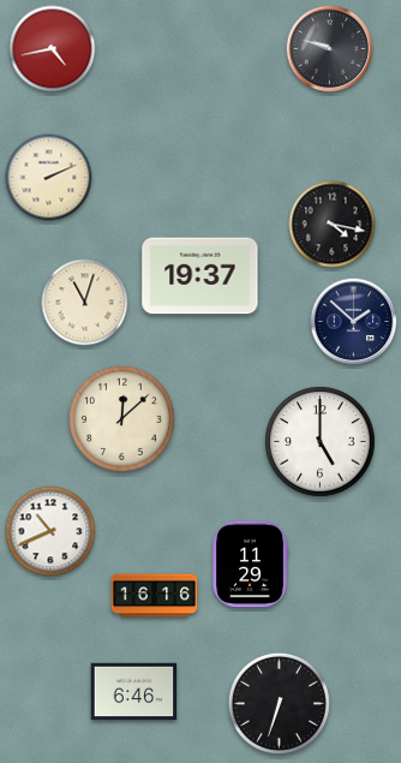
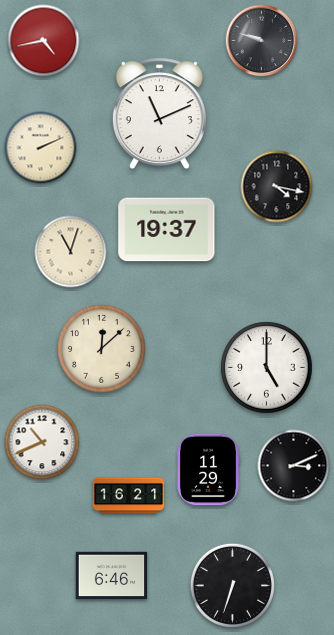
clock at (330, 49) position: (330, 49) -> (262, 41)
clock at (159, 114): none -> 11:11
clock at (354, 322): 1:52 -> none
clock at (294, 466): none -> 3:11
clock at (155, 596): 16:16 -> 16:21
